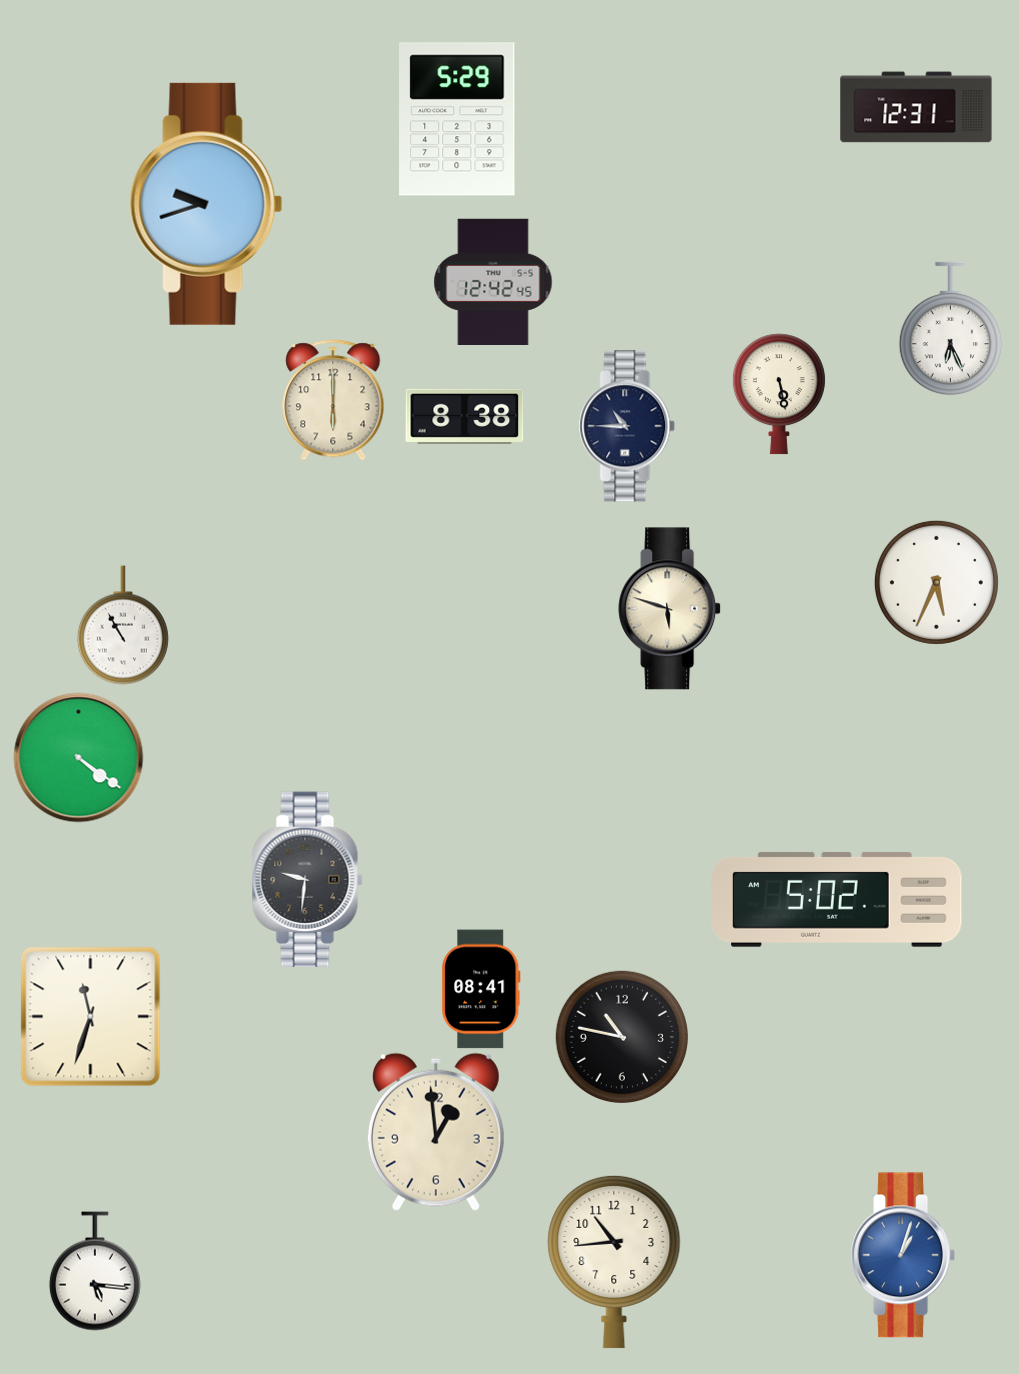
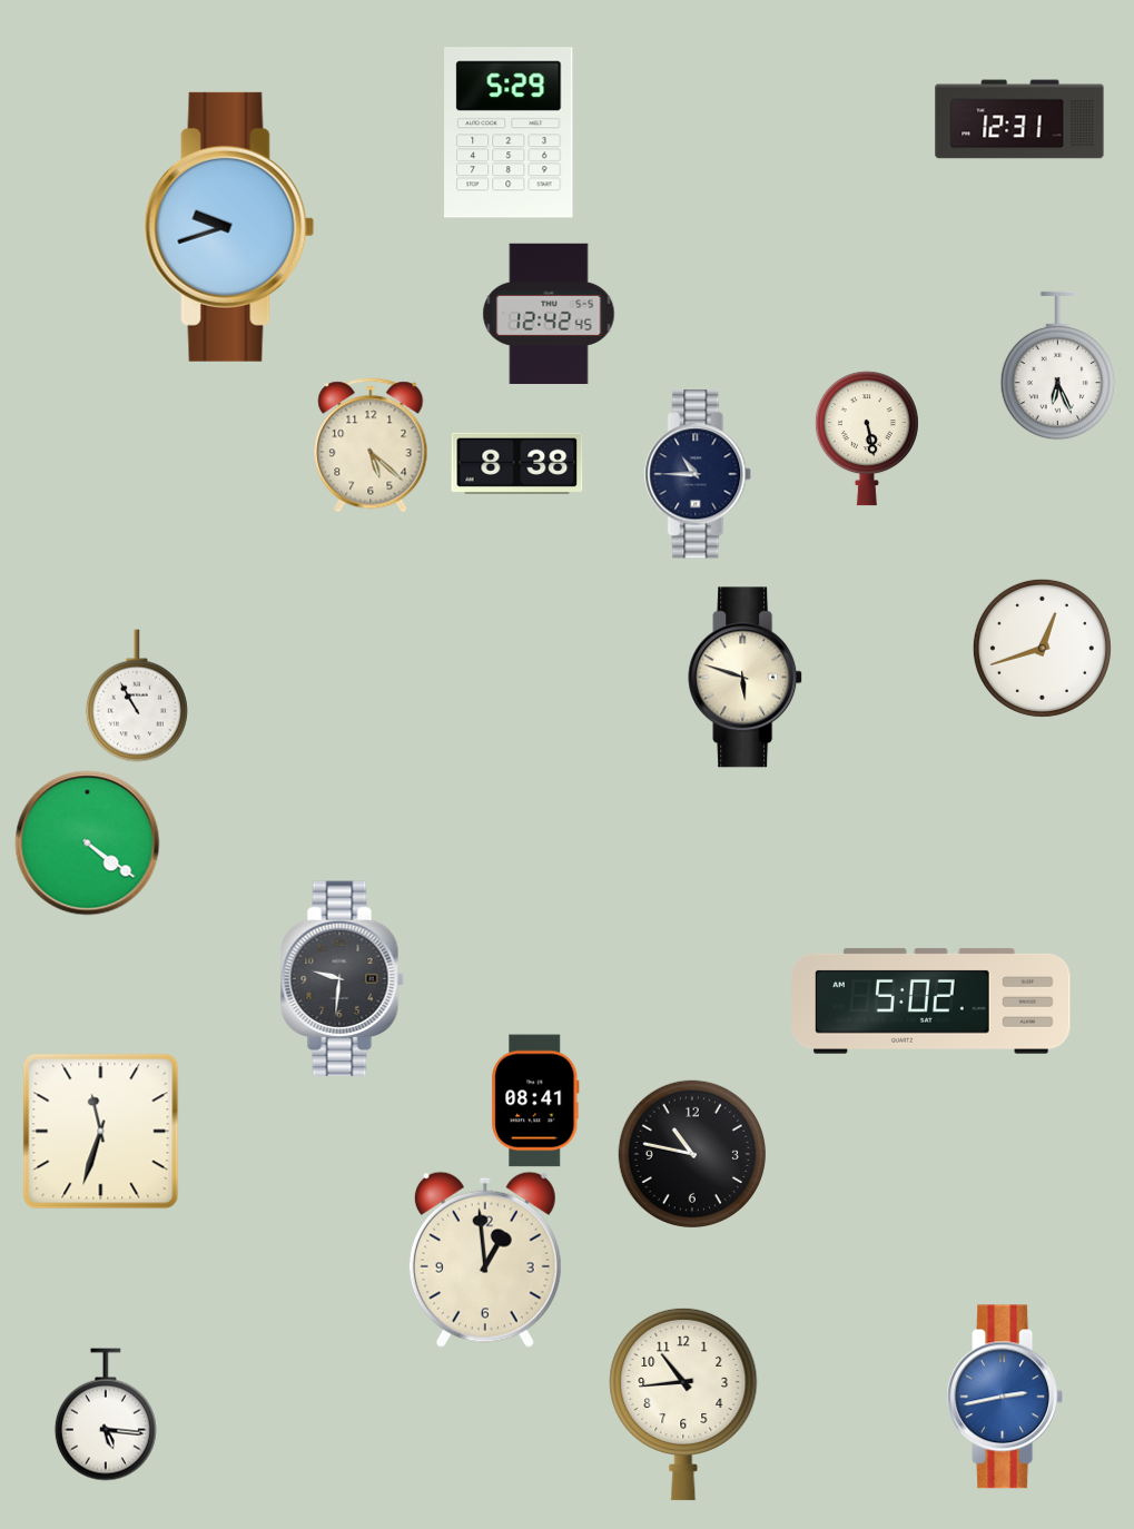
clock at (333, 400): 6:00 -> 5:22
clock at (936, 582): 5:34 -> 12:42
clock at (902, 1255): 1:03 -> 2:43
